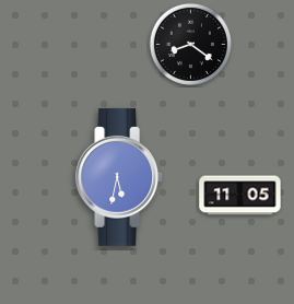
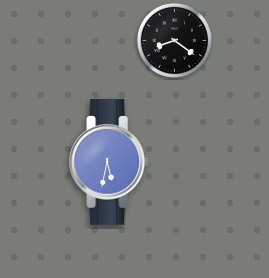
clock at (240, 196): 11:05 -> none
